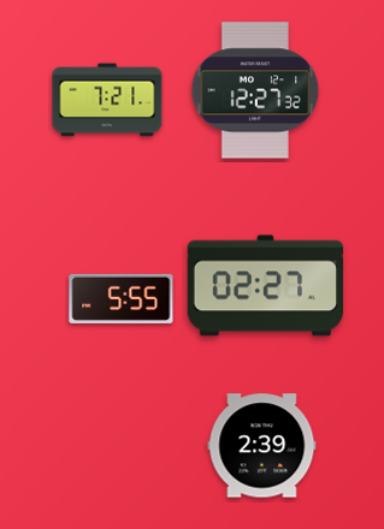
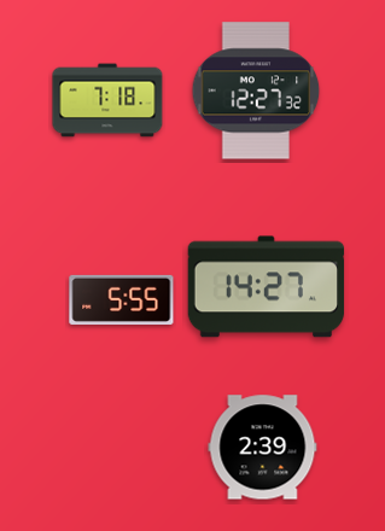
clock at (107, 100): 7:21 -> 7:18
clock at (266, 286): 02:27 -> 14:27
